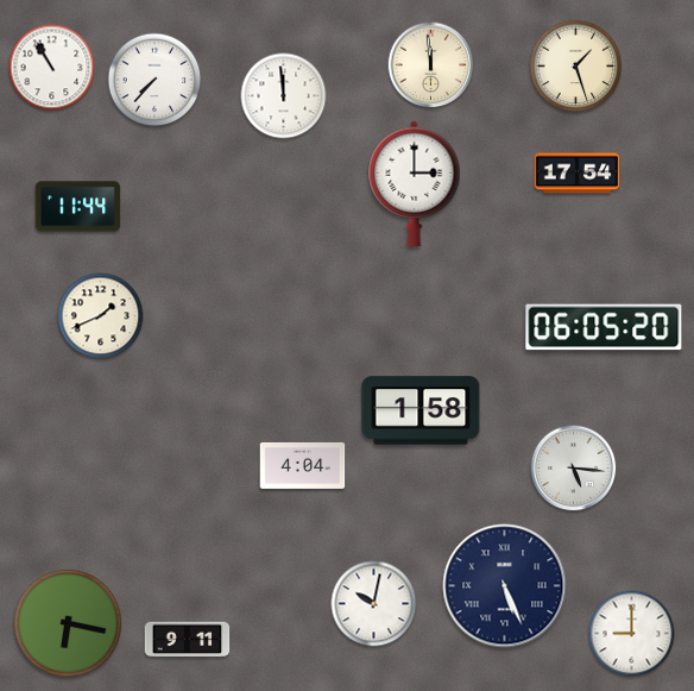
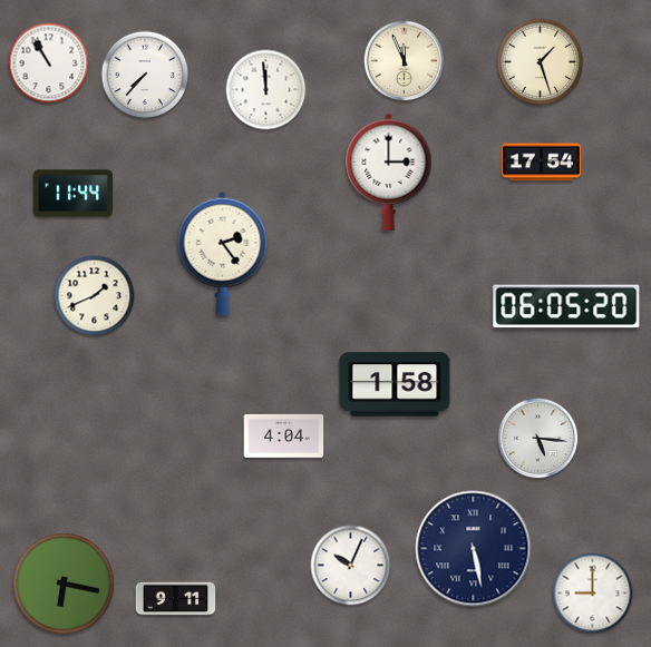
clock at (431, 65): 11:59 -> 11:56
clock at (223, 253): none -> 2:24
clock at (505, 586): 5:26 -> 5:28
clock at (374, 604): 10:02 -> 10:04
